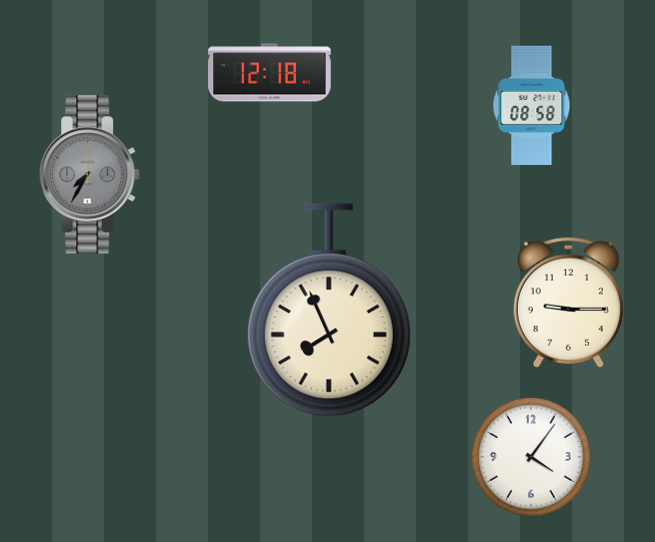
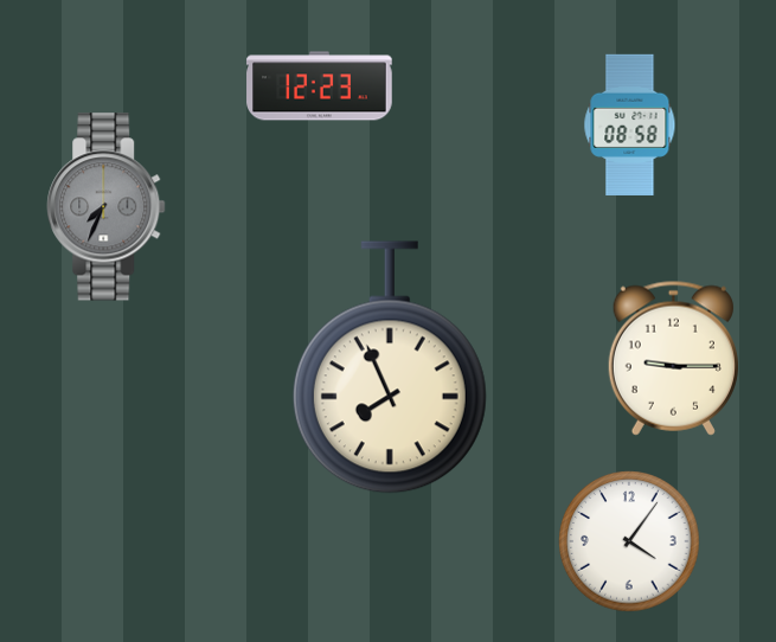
clock at (270, 73): 12:18 -> 12:23
clock at (90, 175): 7:35 -> 7:34
